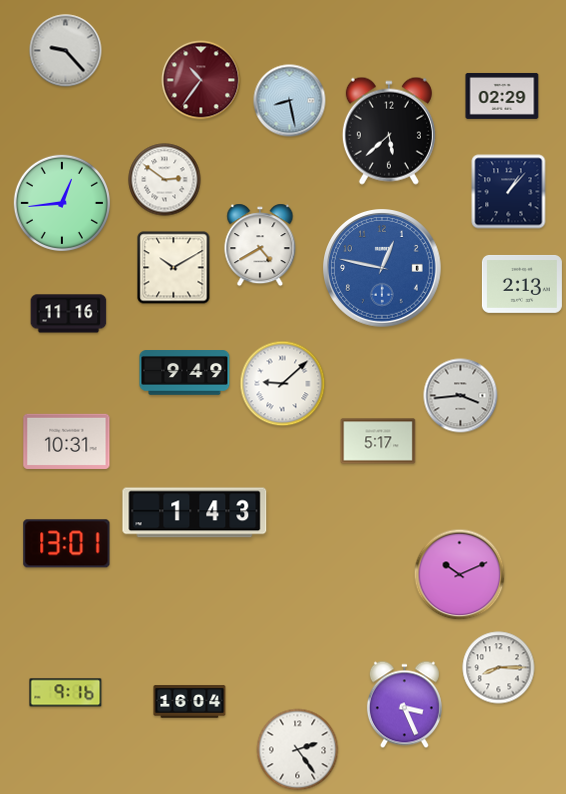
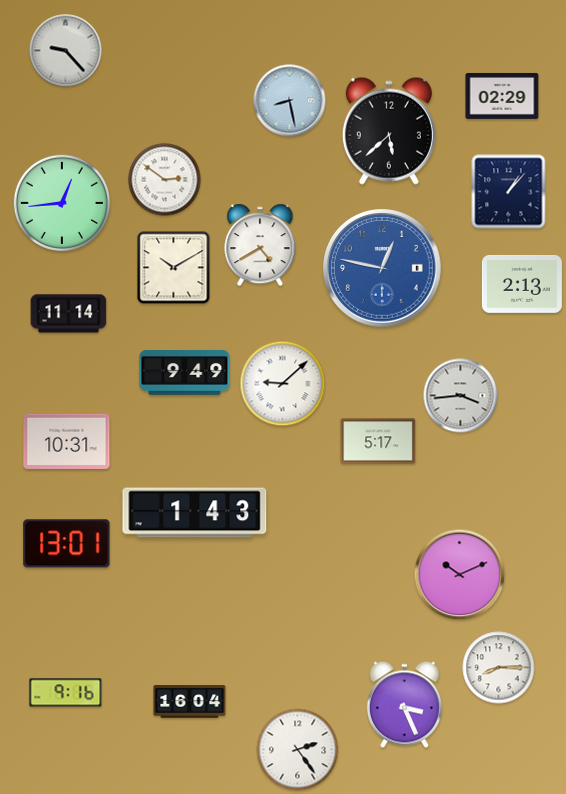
clock at (201, 80): 10:36 -> none
clock at (69, 314): 11:16 -> 11:14
